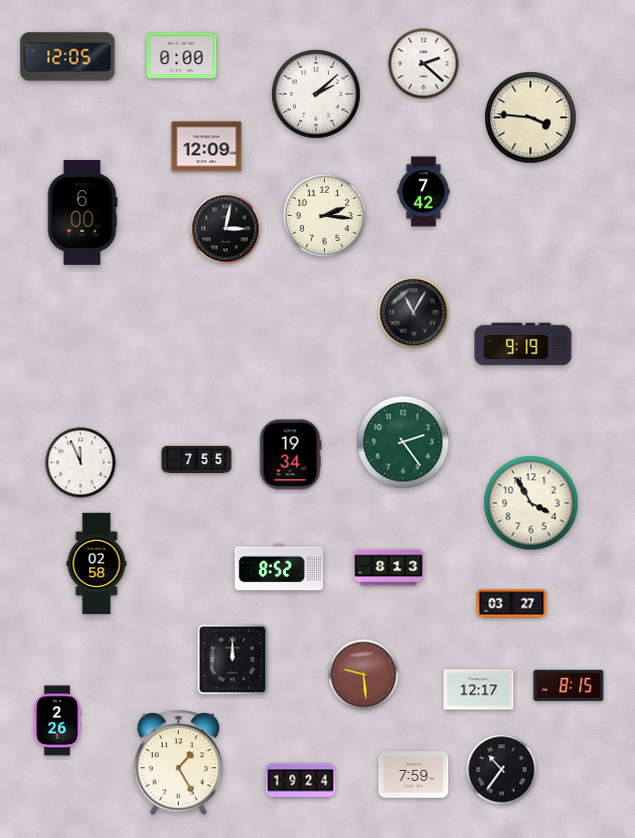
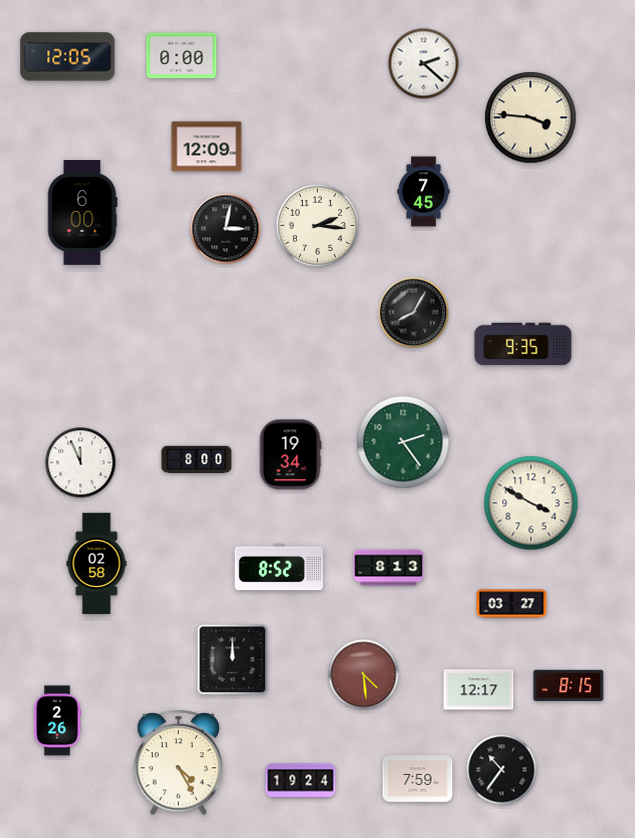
clock at (316, 94): 2:08 -> none
clock at (424, 192): 7:42 -> 7:45
clock at (324, 215) position: (324, 215) -> (317, 225)
clock at (414, 313): 11:05 -> 8:05
clock at (523, 344): 9:19 -> 9:35
clock at (197, 460): 7:55 -> 8:00
clock at (531, 503): 3:55 -> 3:50
clock at (364, 675): 9:29 -> 4:29
clock at (179, 763): 1:25 -> 4:25
clock at (414, 775) position: (414, 775) -> (418, 779)
